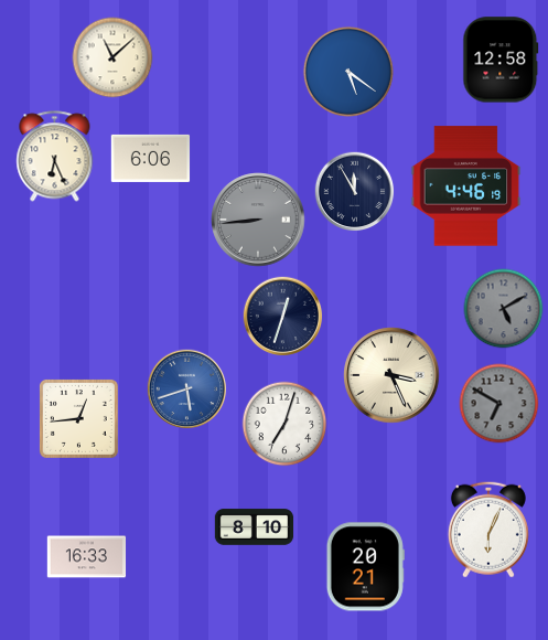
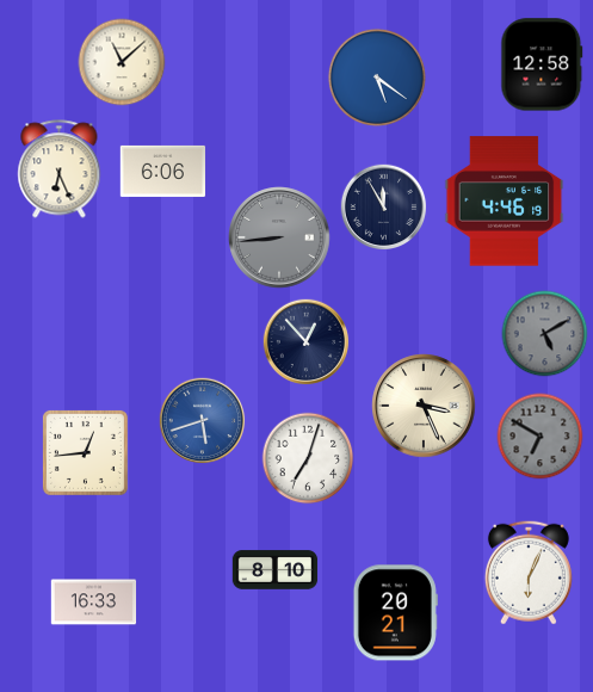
clock at (283, 317): 12:33 -> 12:53
